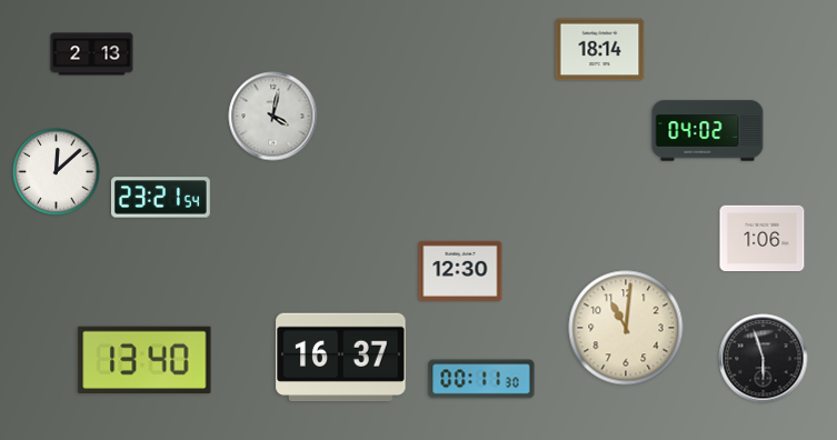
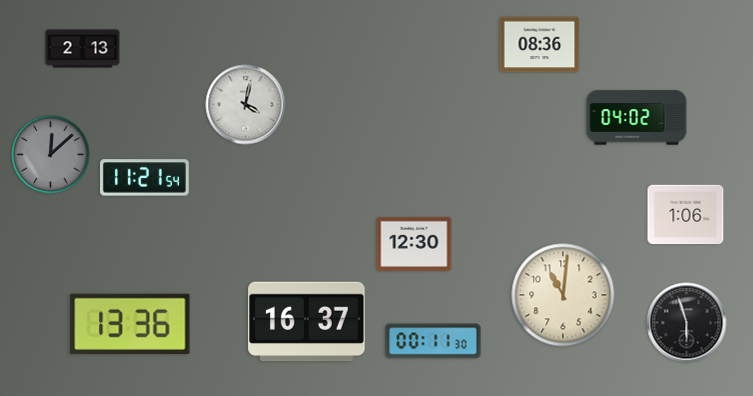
clock at (600, 50): 18:14 -> 08:36
clock at (57, 172) dial: white -> grey
clock at (161, 198): 23:21 -> 11:21
clock at (145, 359): 13:40 -> 13:36
